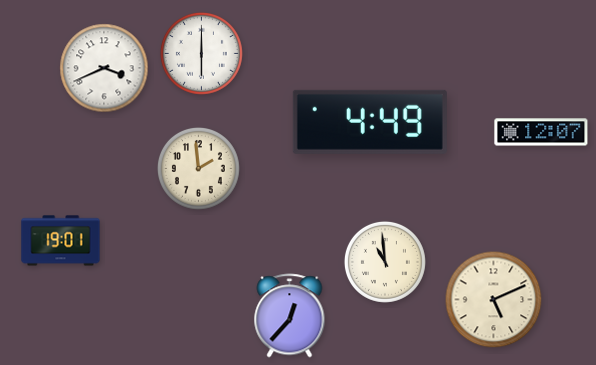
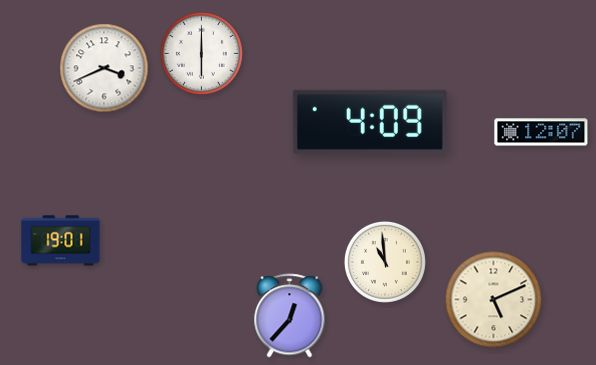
clock at (370, 122): 4:49 -> 4:09
clock at (198, 168): 1:59 -> none
